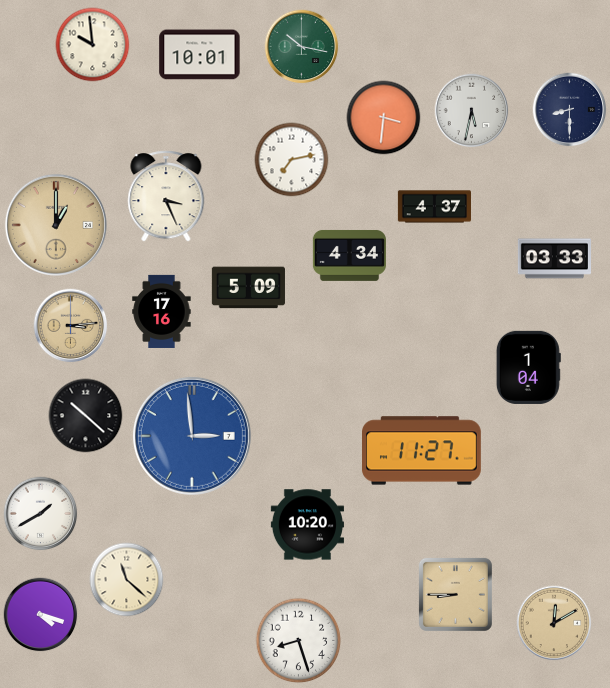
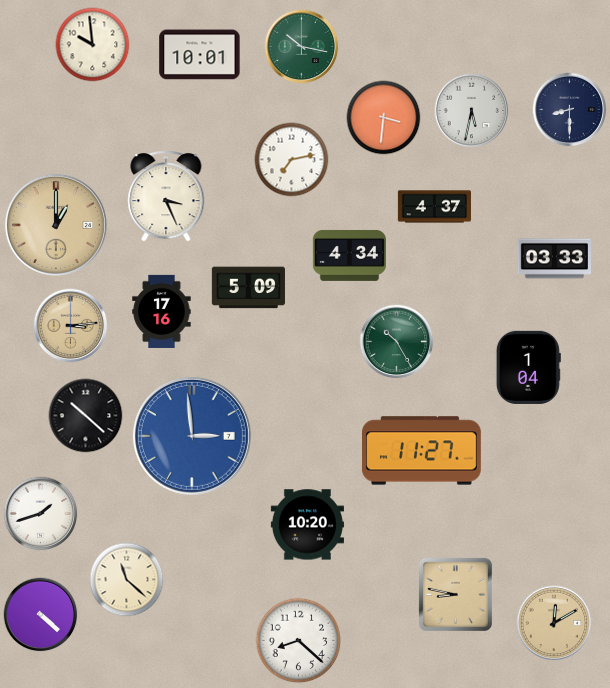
clock at (397, 342): none -> 10:25
clock at (41, 514): 1:40 -> 1:42
clock at (455, 594): 8:45 -> 8:47
clock at (41, 615): 4:18 -> 4:22
clock at (299, 641): 8:27 -> 8:22
